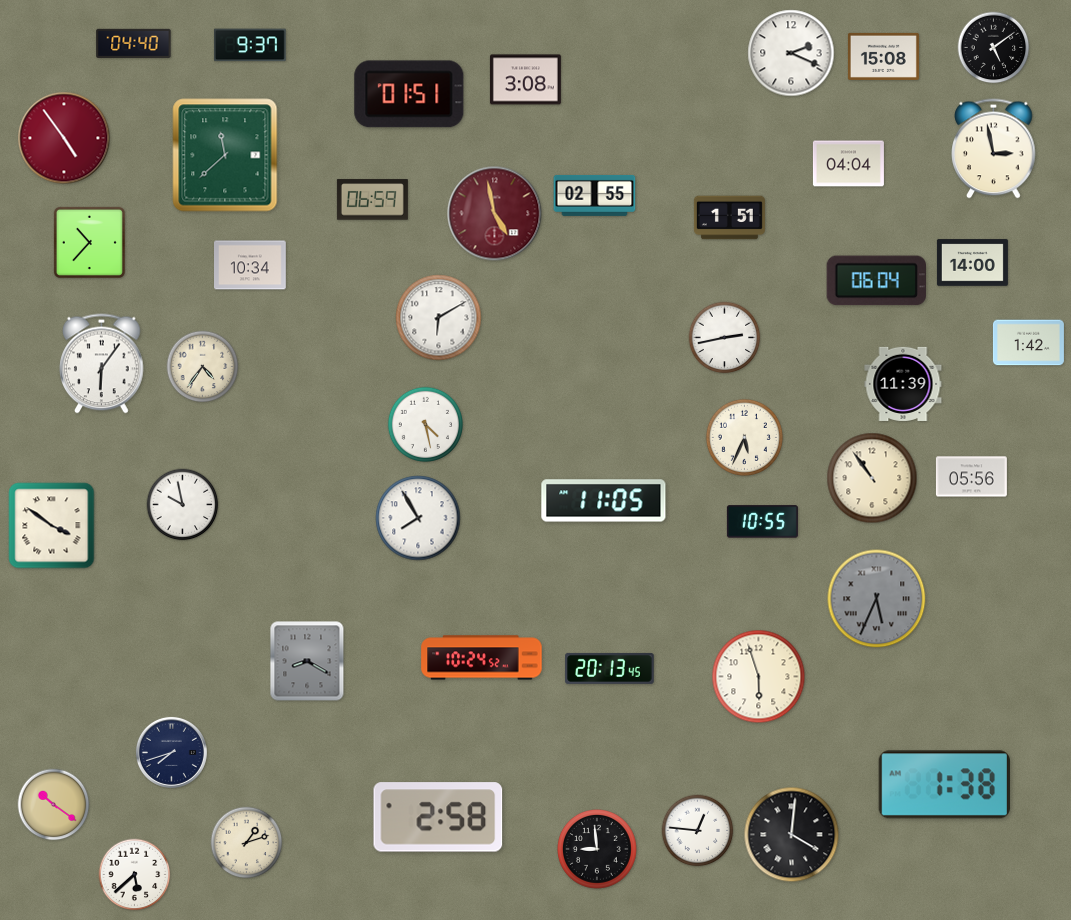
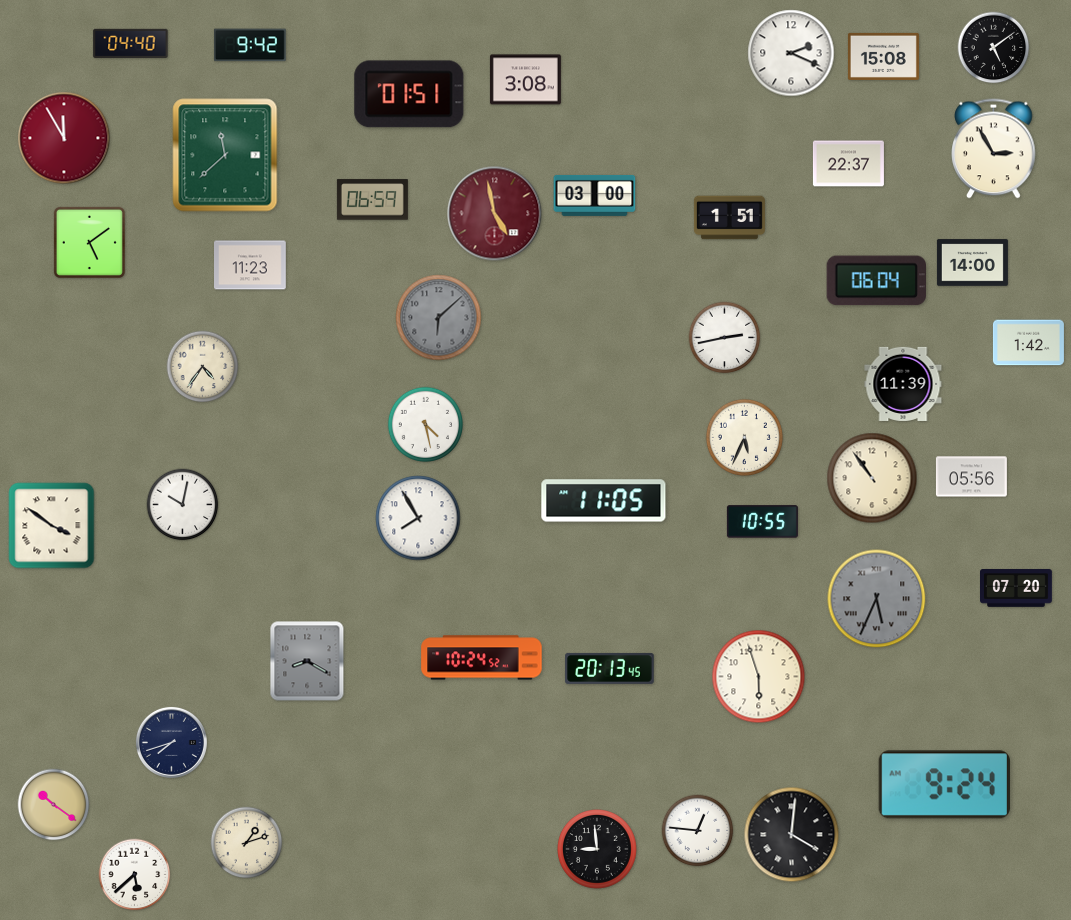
clock at (134, 43) position: (134, 43) -> (131, 43)
clock at (250, 45): 9:37 -> 9:42
clock at (64, 138): 4:54 -> 11:55
clock at (994, 149): 2:58 -> 2:55
clock at (848, 164): 04:04 -> 22:37
clock at (595, 195): 02:55 -> 03:00
clock at (89, 242): 10:37 -> 5:09
clock at (251, 265): 10:34 -> 11:23
clock at (439, 318): 6:10 -> 6:08
clock at (439, 318) dial: white -> grey
clock at (102, 364): 6:06 -> none
clock at (183, 505): 9:58 -> 10:02
clock at (1017, 589): none -> 07:20
clock at (171, 752) position: (171, 752) -> (171, 742)
clock at (944, 785): 1:38 -> 9:24
clock at (438, 817): 2:58 -> none
